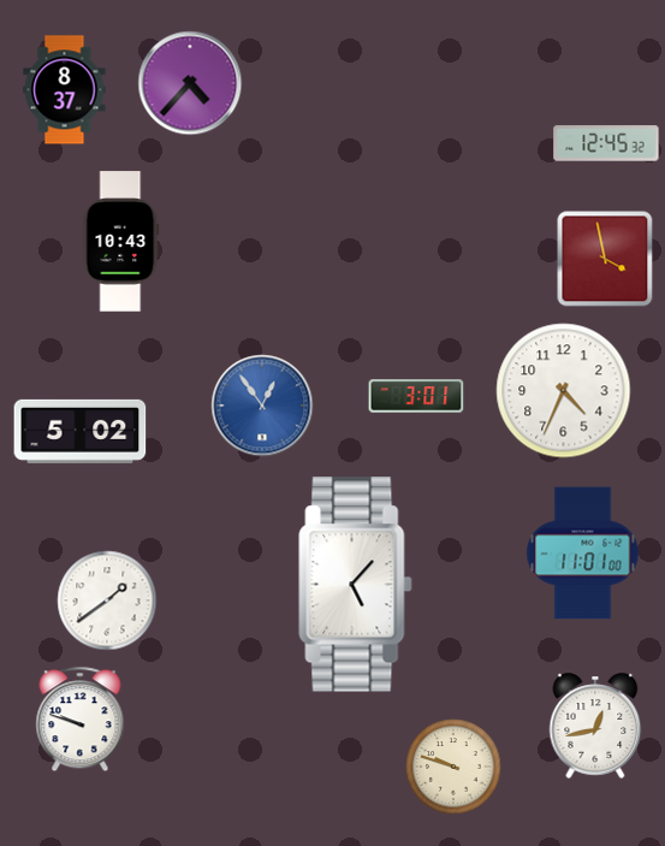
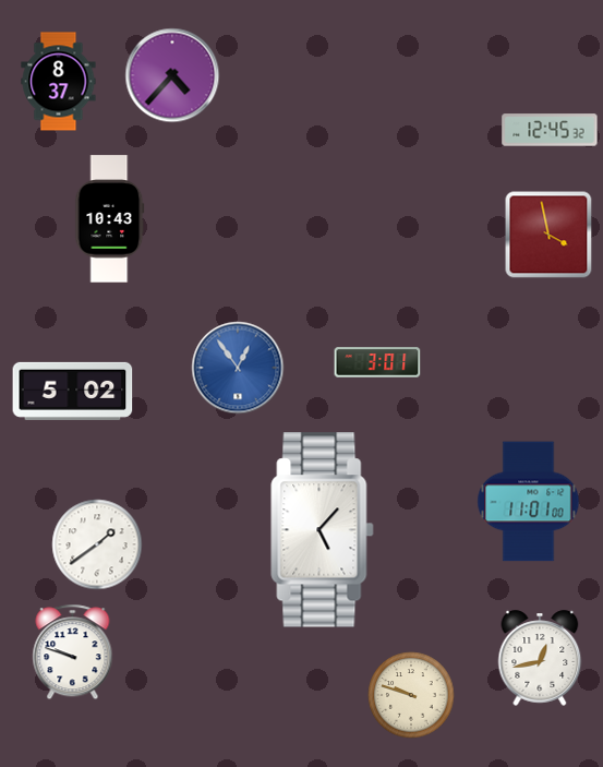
clock at (564, 391): 4:34 -> none
clock at (416, 396) position: (416, 396) -> (377, 362)
